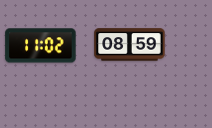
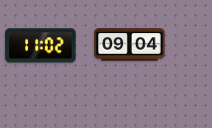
clock at (130, 45): 08:59 -> 09:04
